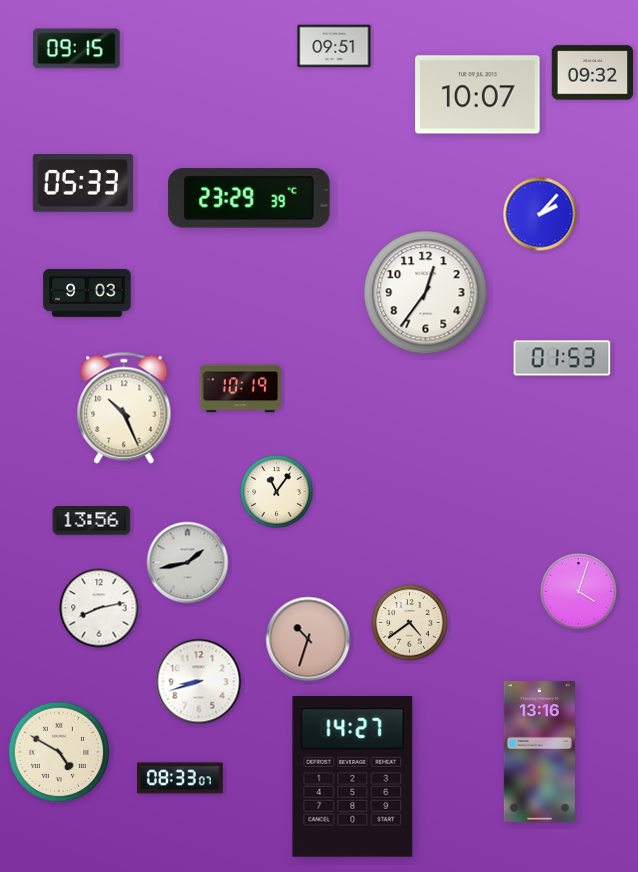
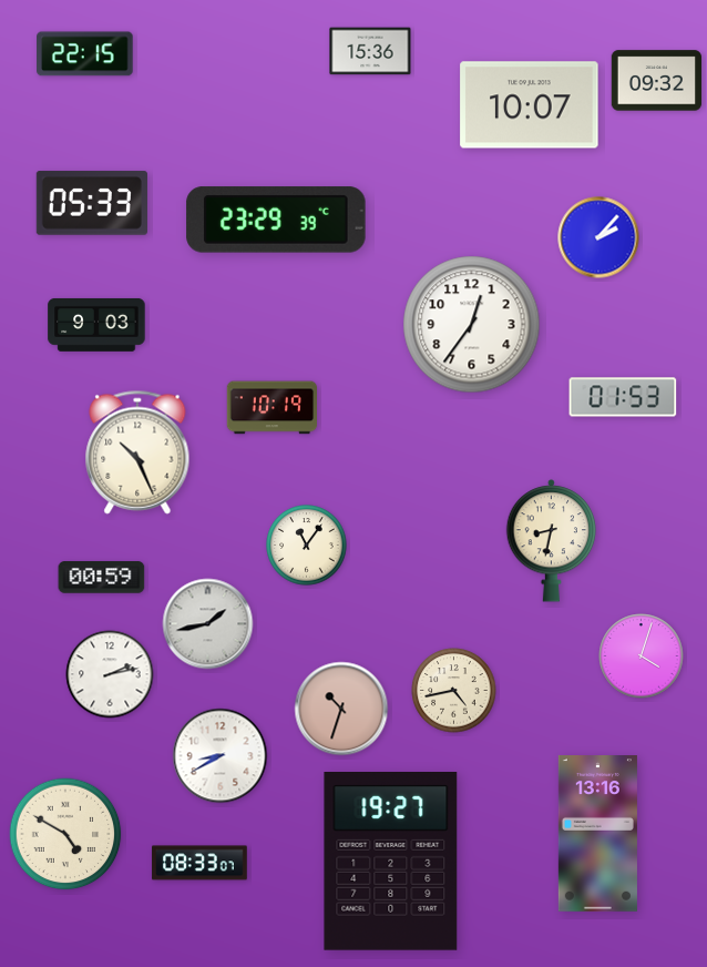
clock at (334, 46): 09:51 -> 15:36
clock at (77, 49): 09:15 -> 22:15
clock at (241, 389) position: (241, 389) -> (273, 408)
clock at (552, 541): none -> 8:32
clock at (92, 521): 13:56 -> 00:59
clock at (99, 608): 8:13 -> 2:13
clock at (410, 623): 4:39 -> 4:43
clock at (199, 682): 8:42 -> 8:40
clock at (353, 777): 14:27 -> 19:27
